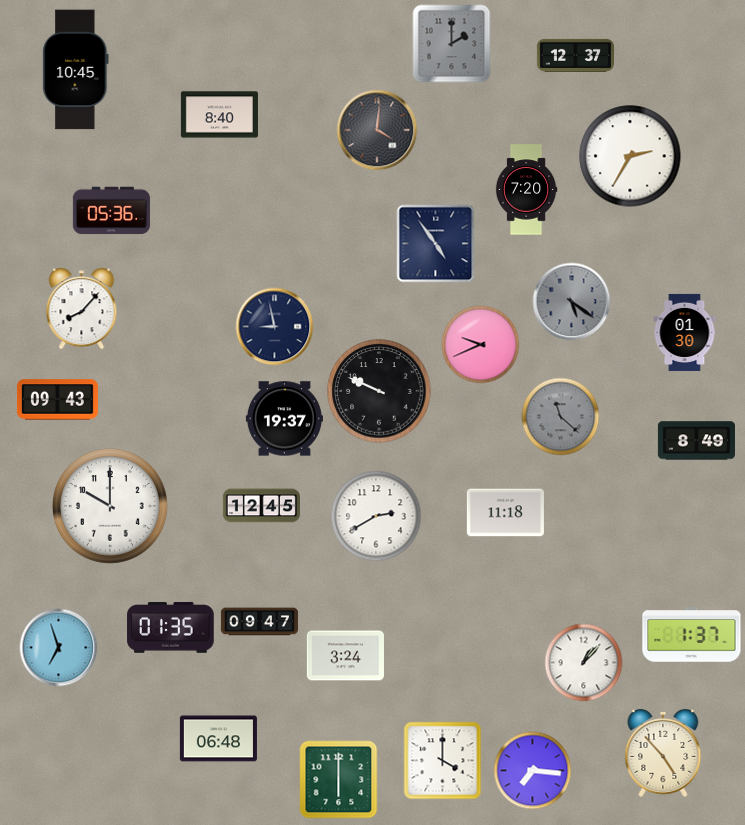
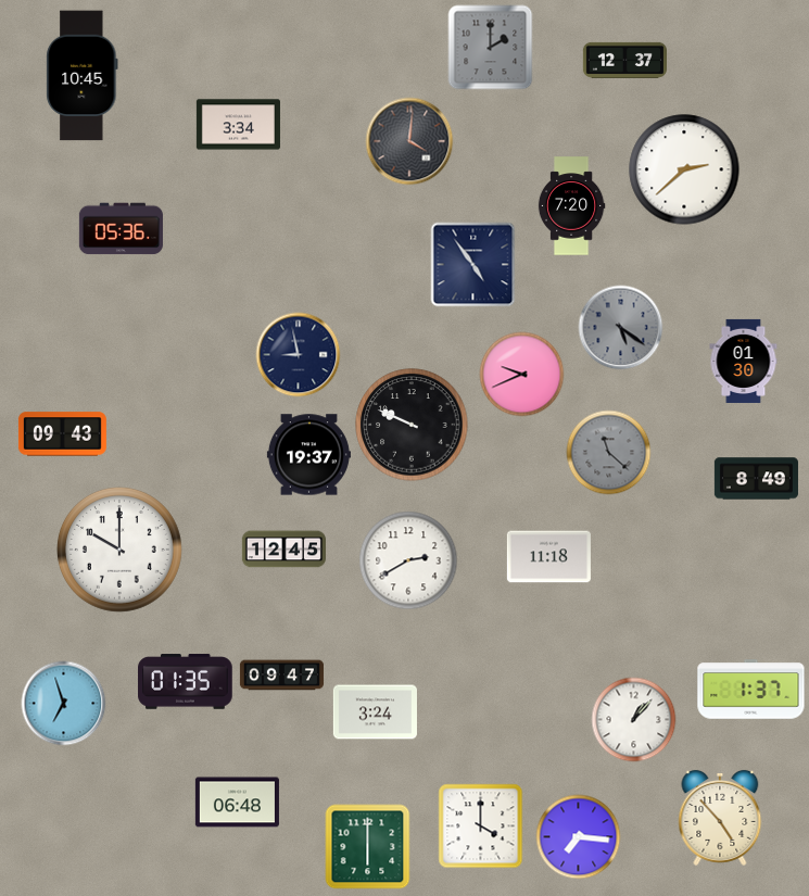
clock at (219, 115): 8:40 -> 3:34
clock at (630, 156): 2:35 -> 2:38
clock at (82, 308): 8:07 -> none
